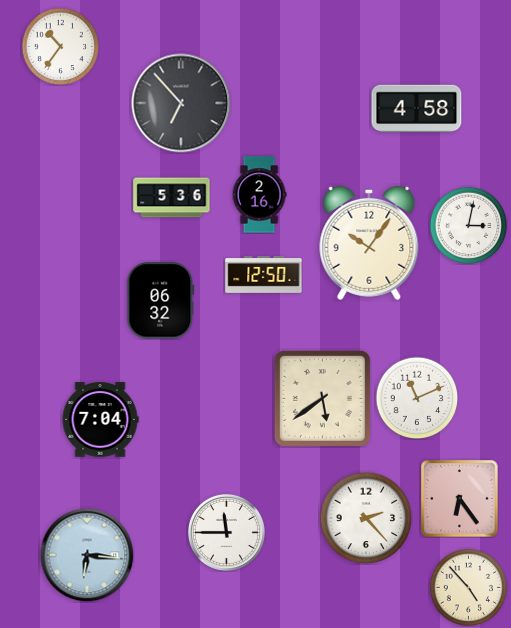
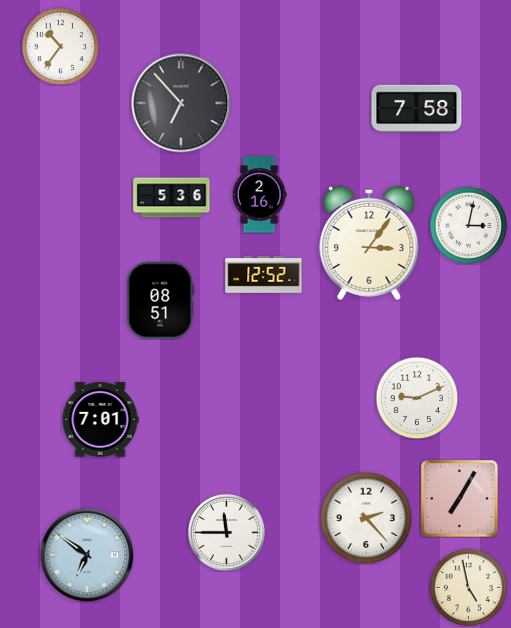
clock at (417, 109): 4:58 -> 7:58
clock at (369, 243): 10:06 -> 3:06
clock at (264, 275): 12:50 -> 12:52
clock at (161, 301): 06:32 -> 08:51
clock at (322, 398): 5:39 -> none
clock at (417, 398): 11:11 -> 9:11
clock at (100, 420): 7:04 -> 7:01
clock at (460, 499): 6:24 -> 7:05
clock at (87, 555): 6:16 -> 6:51
clock at (468, 587): 4:53 -> 4:58
